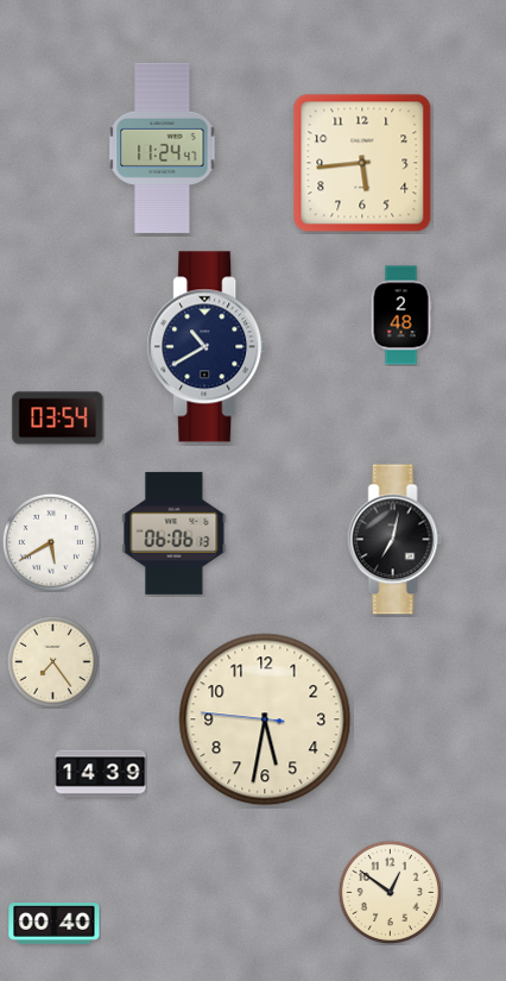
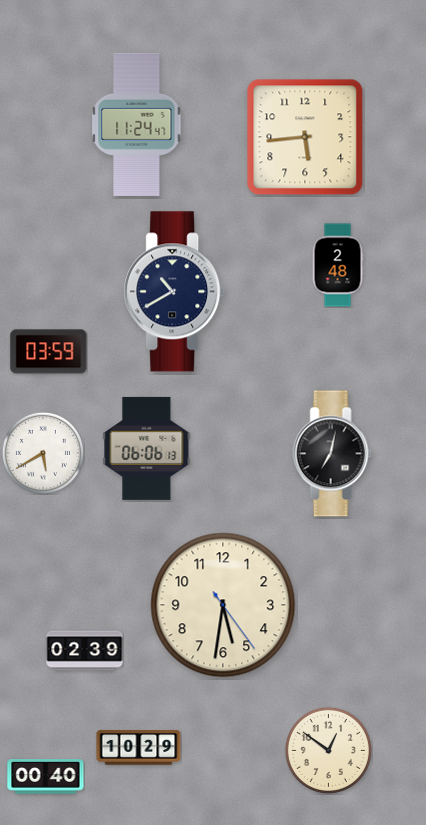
clock at (58, 419): 03:54 -> 03:59
clock at (51, 542) position: (51, 542) -> (43, 453)
clock at (52, 661): 7:24 -> none
clock at (265, 719): 5:31:46 -> 5:31:24
clock at (101, 774): 14:39 -> 02:39
clock at (139, 748): none -> 10:29
